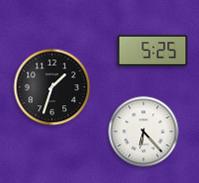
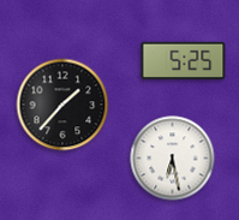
clock at (52, 87): 1:33 -> 1:37
clock at (144, 132): 6:23 -> 6:28
